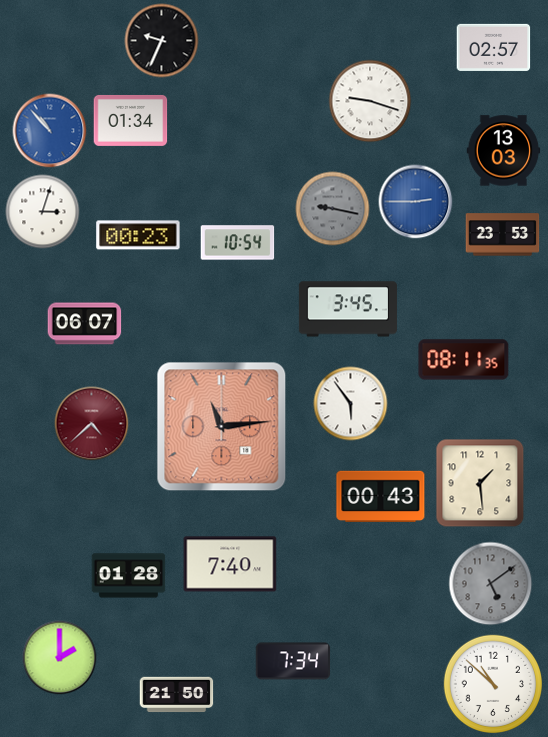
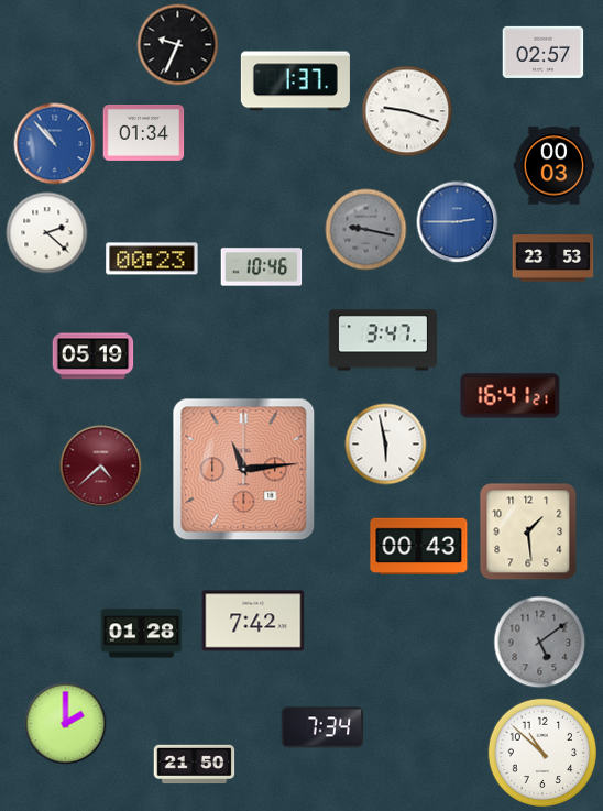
clock at (295, 81): none -> 1:37
clock at (504, 151): 13:03 -> 00:03
clock at (43, 212): 3:03 -> 2:22
clock at (238, 243): 10:54 -> 10:46
clock at (348, 309): 3:45 -> 3:47
clock at (85, 324): 06:07 -> 05:19
clock at (464, 360): 08:11 -> 16:41
clock at (351, 404): 5:54 -> 5:58
clock at (230, 564): 7:40 -> 7:42
